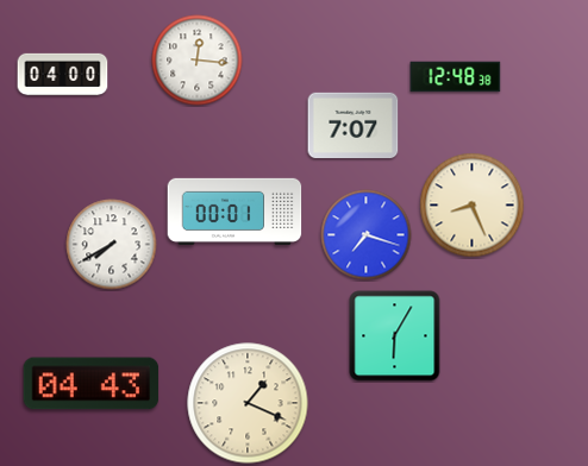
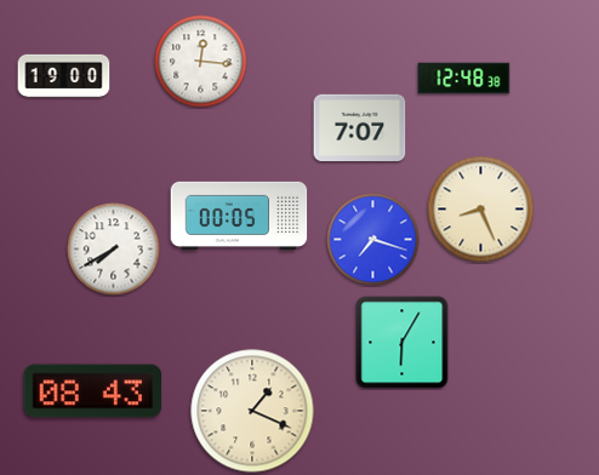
clock at (63, 75): 04:00 -> 19:00
clock at (234, 212): 00:01 -> 00:05
clock at (92, 384): 04:43 -> 08:43
